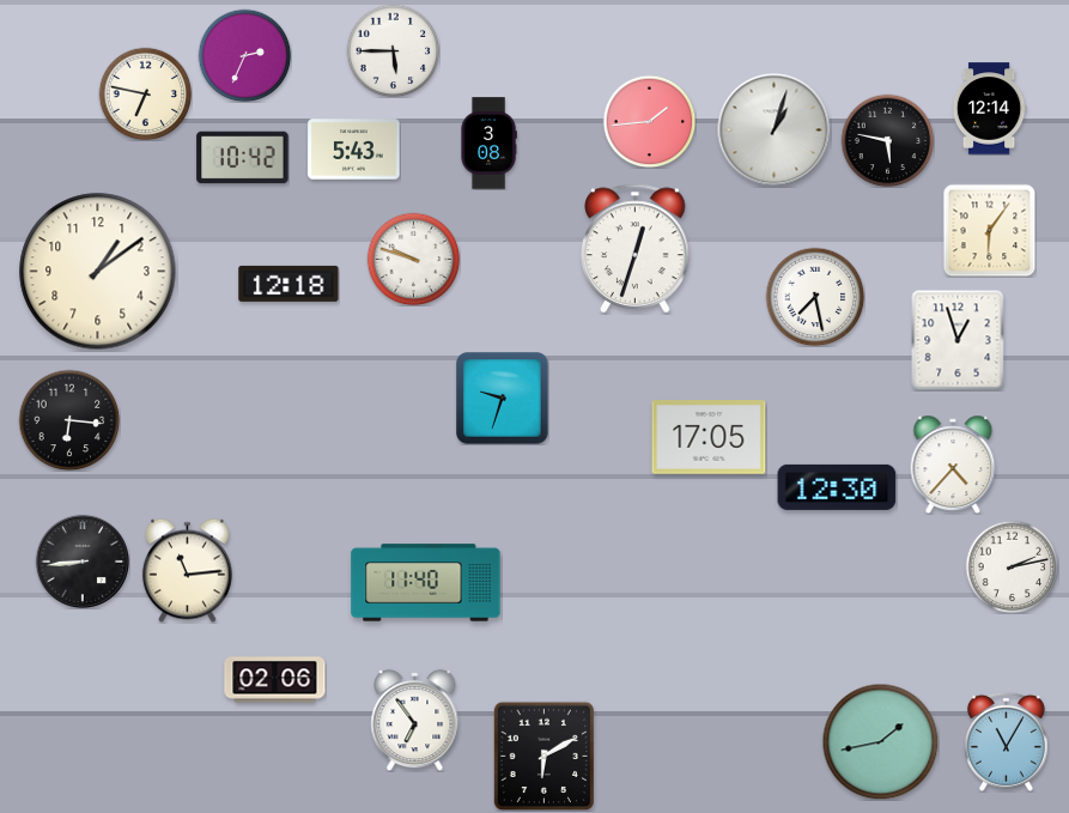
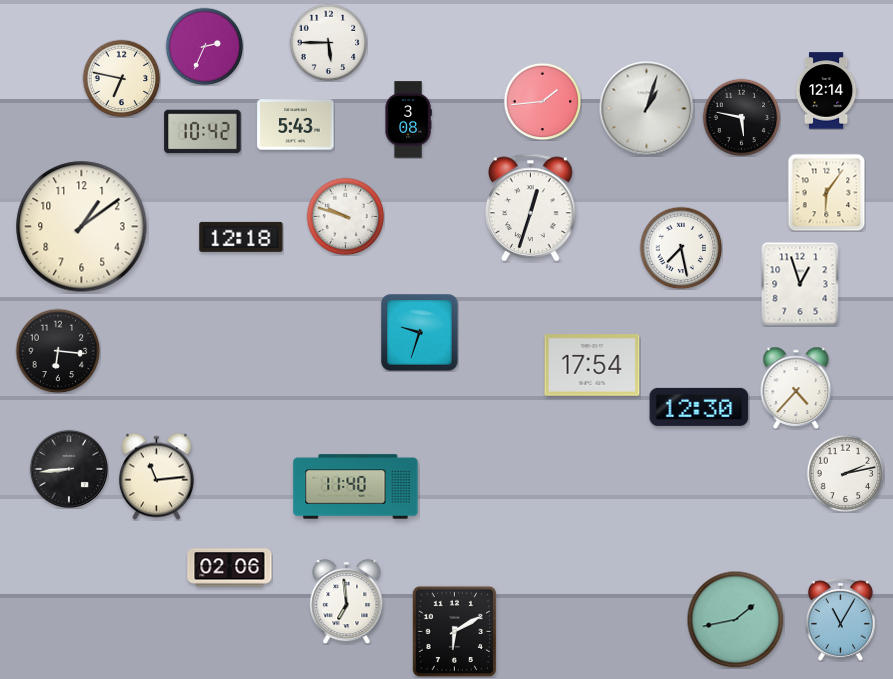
clock at (709, 437): 17:05 -> 17:54
clock at (415, 720): 6:54 -> 6:59
